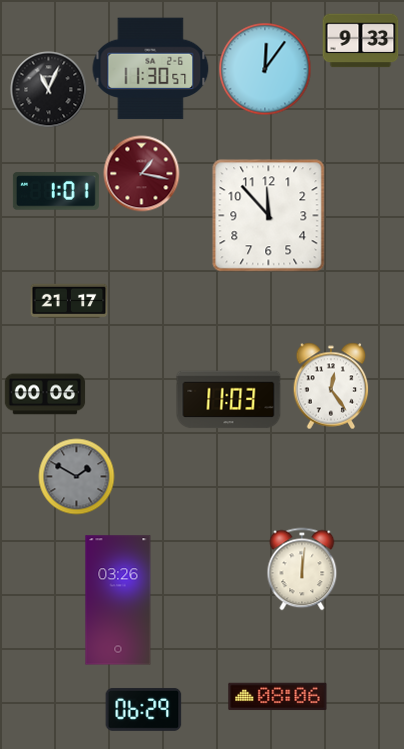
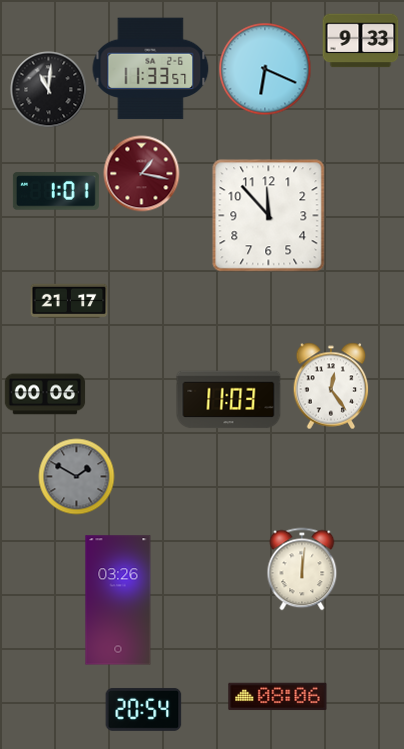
clock at (151, 69): 11:30 -> 11:33
clock at (265, 69): 12:06 -> 6:19
clock at (49, 90): 11:04 -> 11:01
clock at (144, 709): 06:29 -> 20:54
